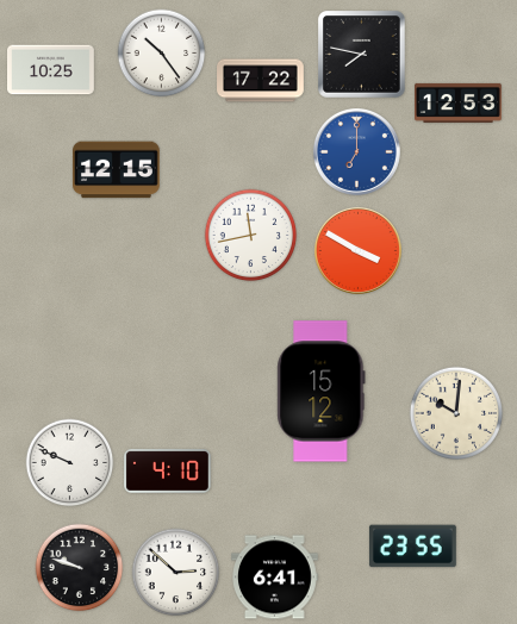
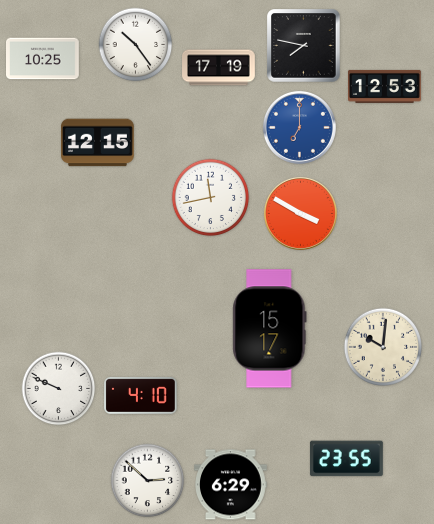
clock at (261, 81): 17:22 -> 17:19
clock at (357, 250) position: (357, 250) -> (300, 213)
clock at (322, 392): 15:12 -> 15:17
clock at (80, 568): 9:48 -> none
clock at (275, 578): 6:41 -> 6:29
